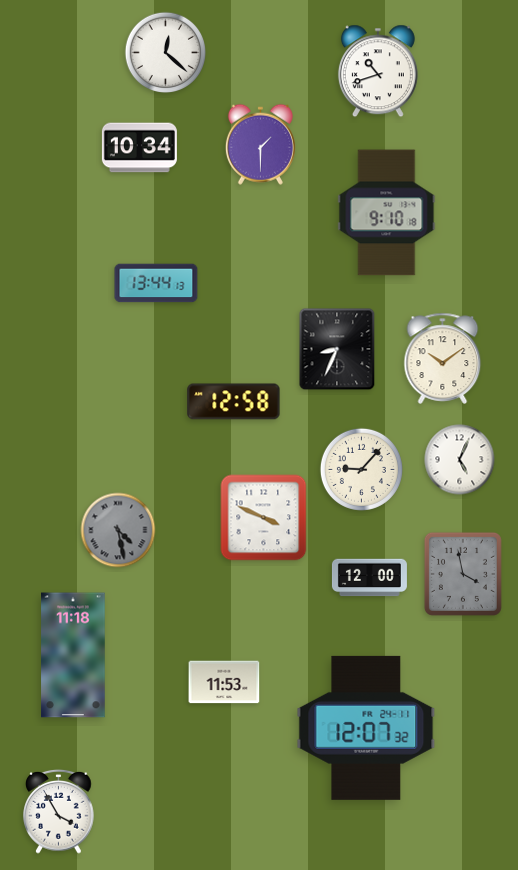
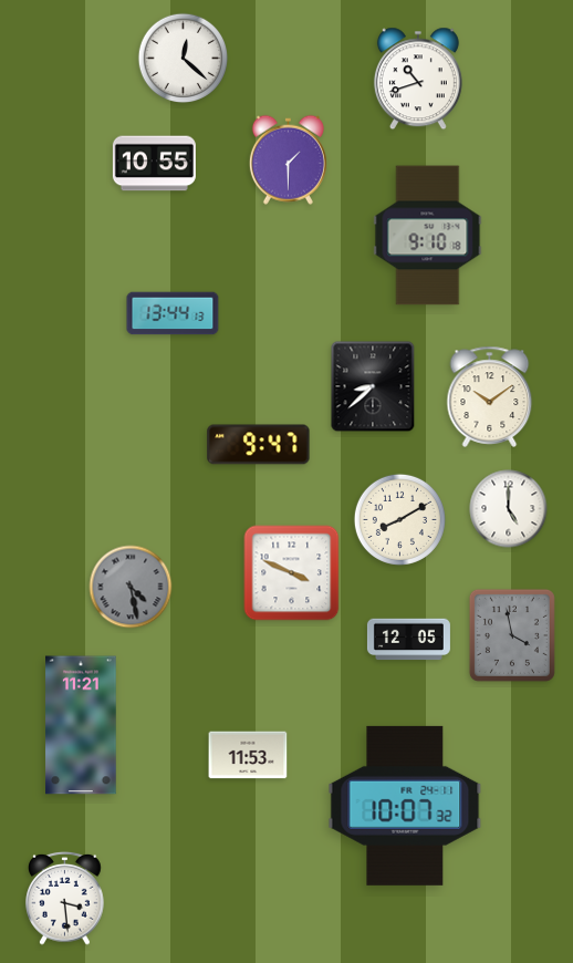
clock at (139, 148): 10:34 -> 10:55
clock at (337, 349): 8:34 -> 8:38
clock at (234, 402): 12:58 -> 9:47
clock at (460, 460): 5:04 -> 5:00
clock at (361, 469): 9:07 -> 8:10
clock at (369, 578): 12:00 -> 12:05
clock at (73, 655): 11:18 -> 11:21
clock at (366, 728): 12:07 -> 10:07
clock at (59, 811): 3:55 -> 3:29
